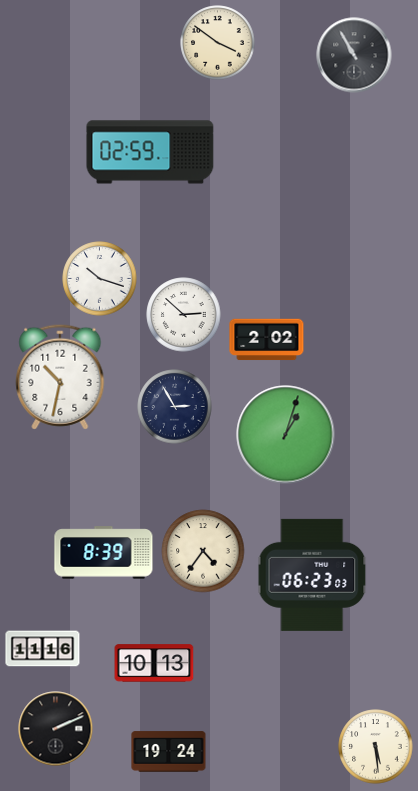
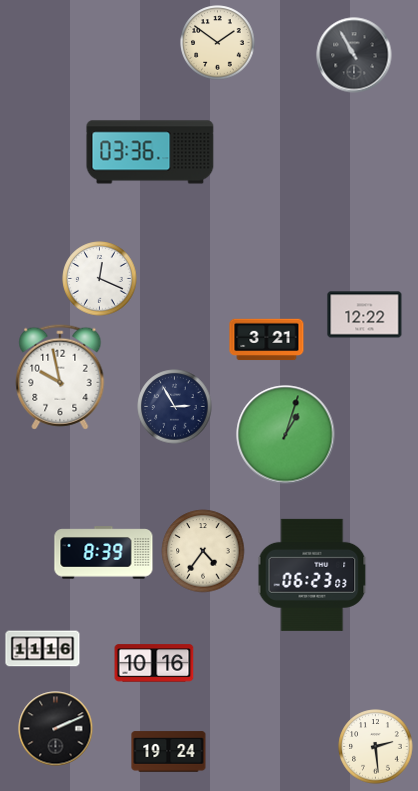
clock at (218, 43): 3:51 -> 1:51
clock at (150, 152): 02:59 -> 03:36
clock at (100, 279): 10:18 -> 12:19
clock at (184, 315): 2:52 -> none
clock at (365, 315): none -> 12:22
clock at (267, 340): 2:02 -> 3:21
clock at (60, 377): 10:32 -> 9:58
clock at (154, 663): 10:13 -> 10:16
clock at (376, 747): 5:29 -> 2:29
